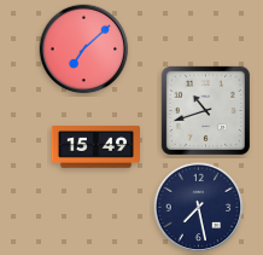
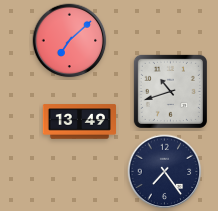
clock at (95, 147): 15:49 -> 13:49
clock at (199, 208): 7:28 -> 7:24
